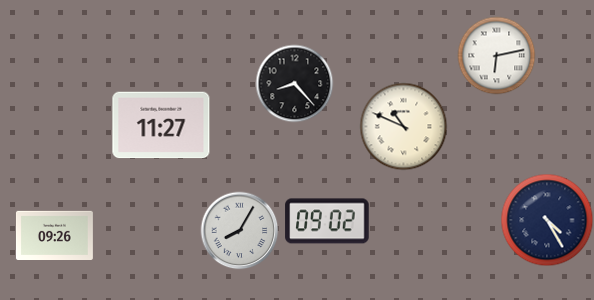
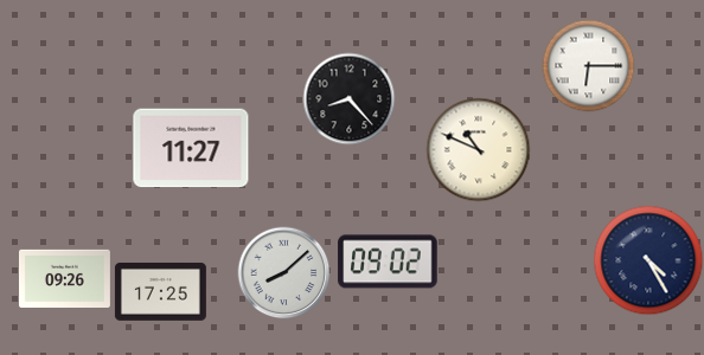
clock at (496, 55): 6:13 -> 6:15
clock at (239, 230): 8:05 -> 8:08
clock at (160, 291): none -> 17:25
